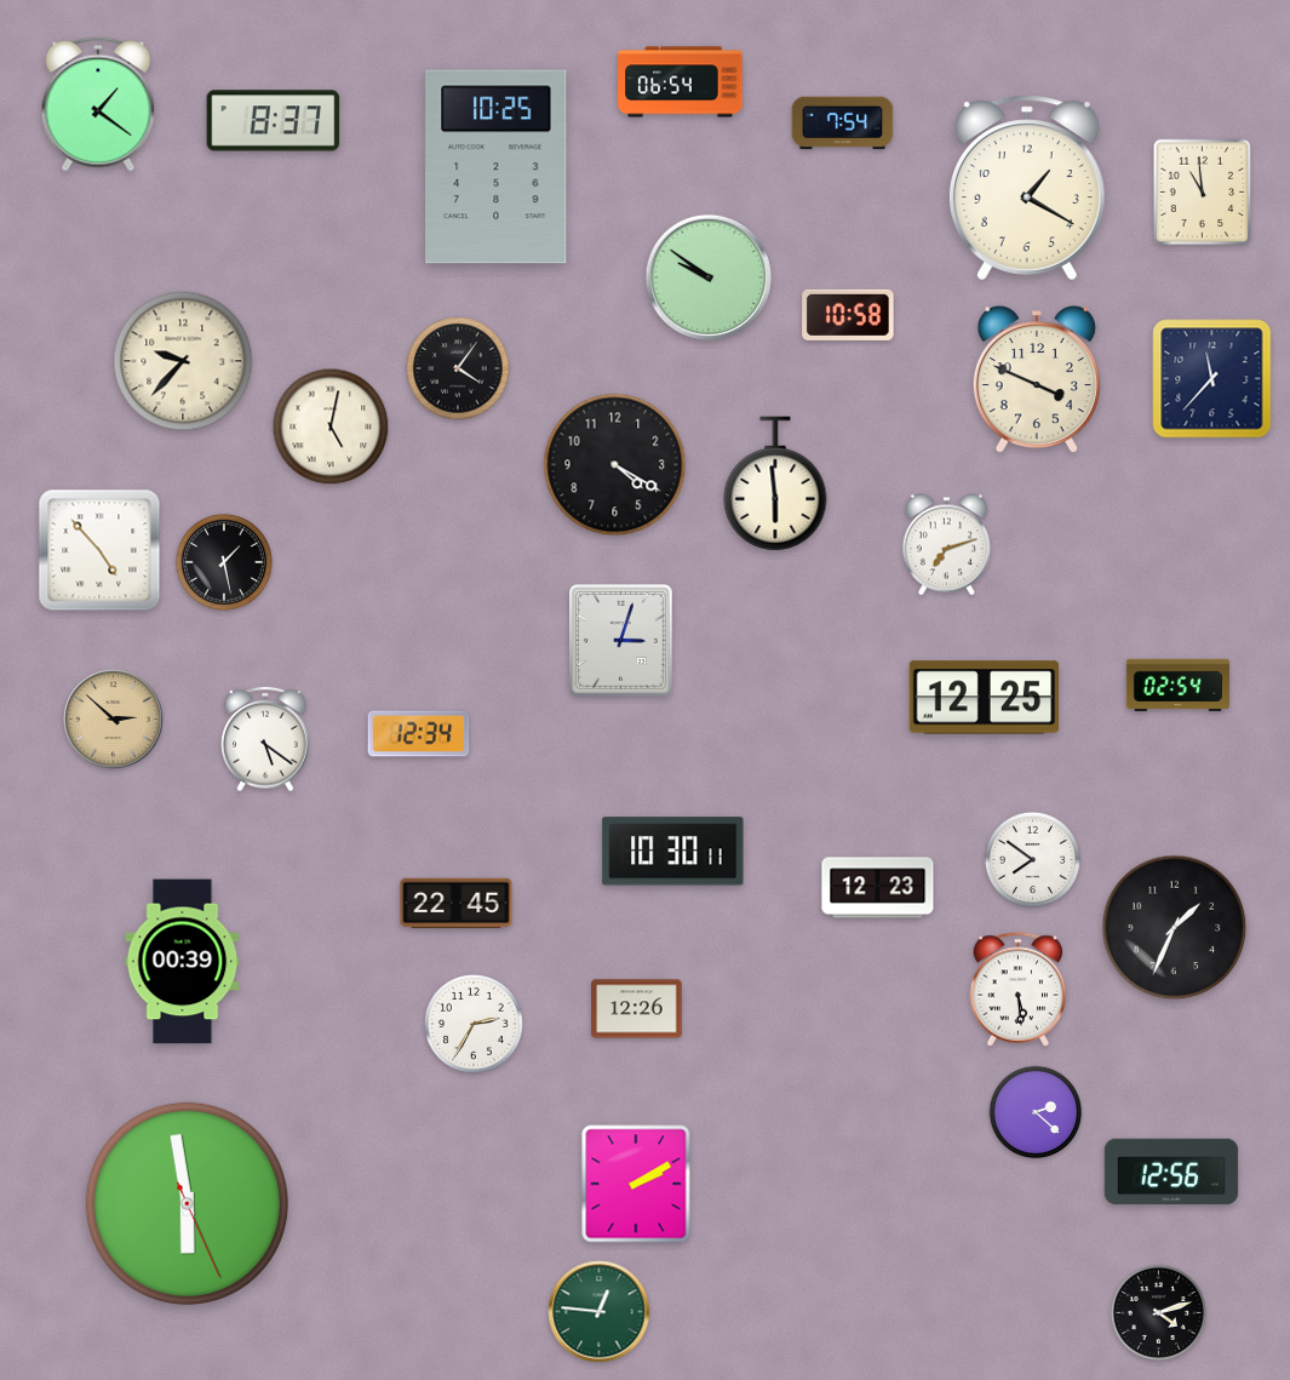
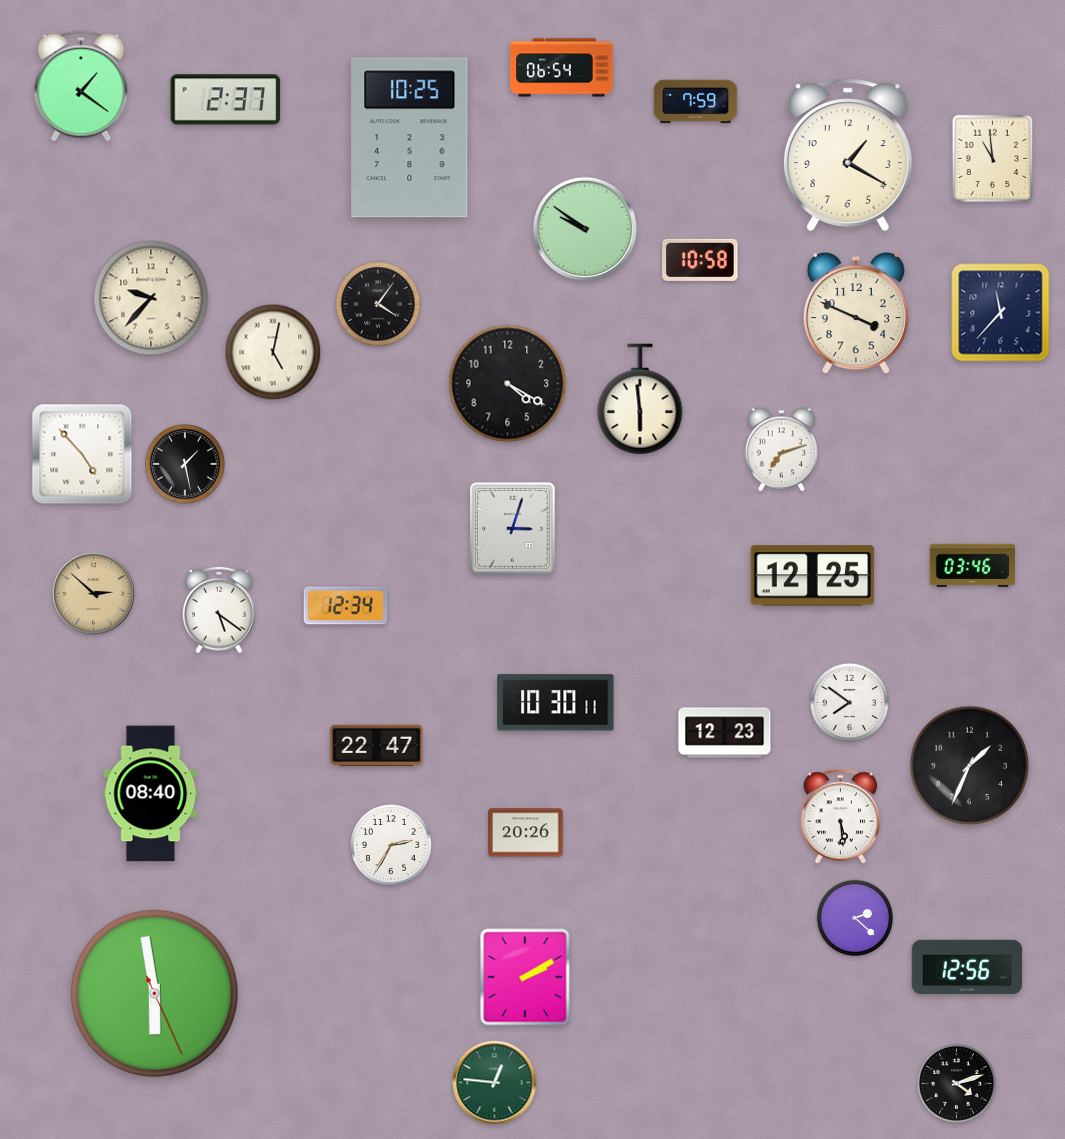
clock at (274, 121): 8:37 -> 2:37
clock at (843, 124): 7:54 -> 7:59
clock at (1177, 685): 02:54 -> 03:46
clock at (1032, 859) position: (1032, 859) -> (849, 702)
clock at (457, 904): 22:45 -> 22:47
clock at (183, 962): 00:39 -> 08:40
clock at (637, 1009): 12:26 -> 20:26
